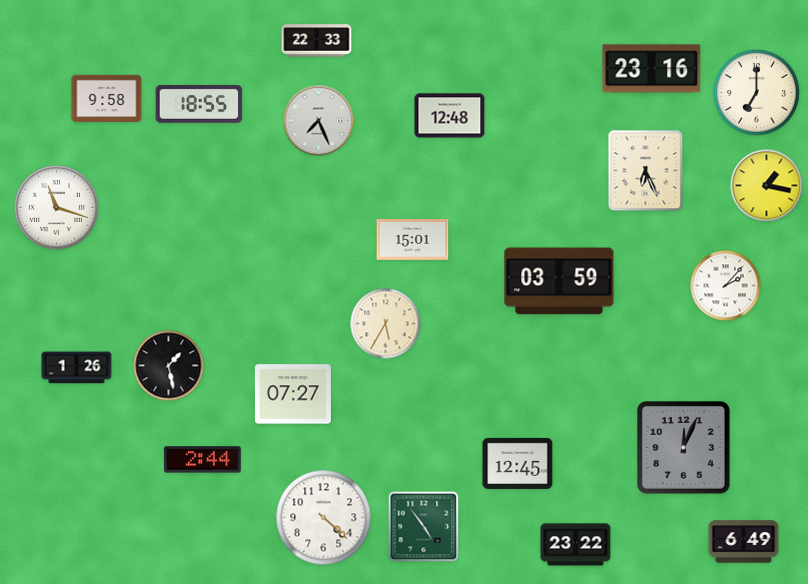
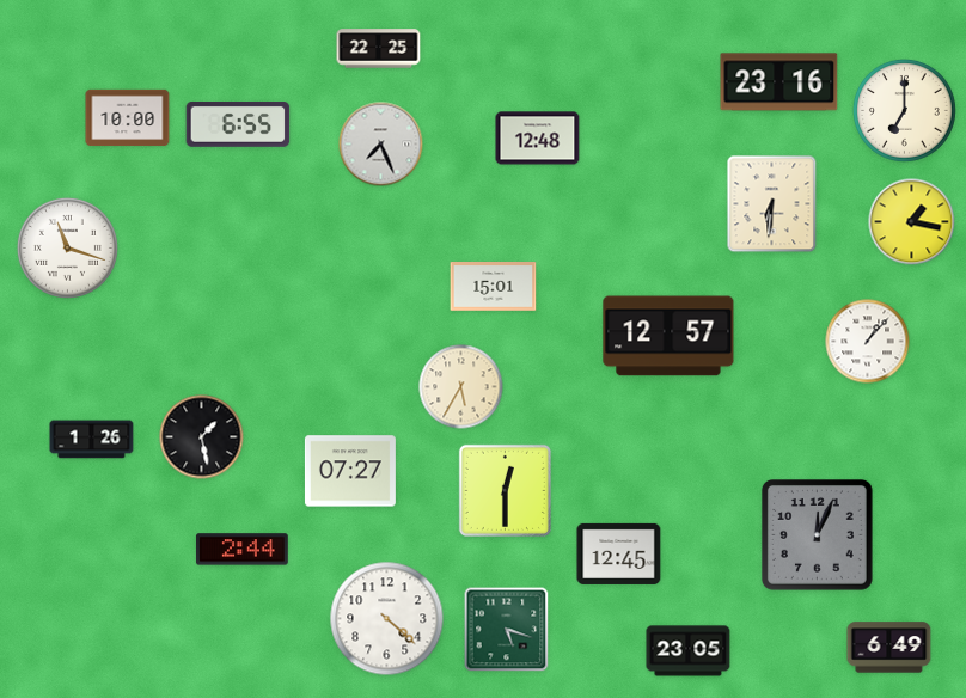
clock at (317, 41): 22:33 -> 22:25
clock at (107, 99): 9:58 -> 10:00
clock at (199, 105): 18:55 -> 6:55
clock at (646, 171): 6:26 -> 6:31
clock at (767, 186) position: (767, 186) -> (912, 222)
clock at (559, 281): 03:59 -> 12:57
clock at (726, 286): 2:07 -> 1:07
clock at (505, 490): none -> 12:30
clock at (424, 527): 4:54 -> 5:18
clock at (576, 545): 23:22 -> 23:05
